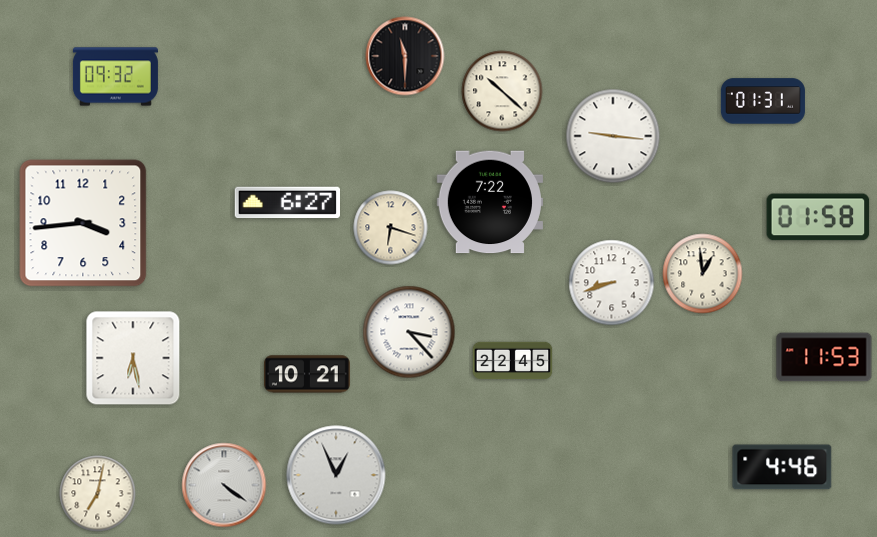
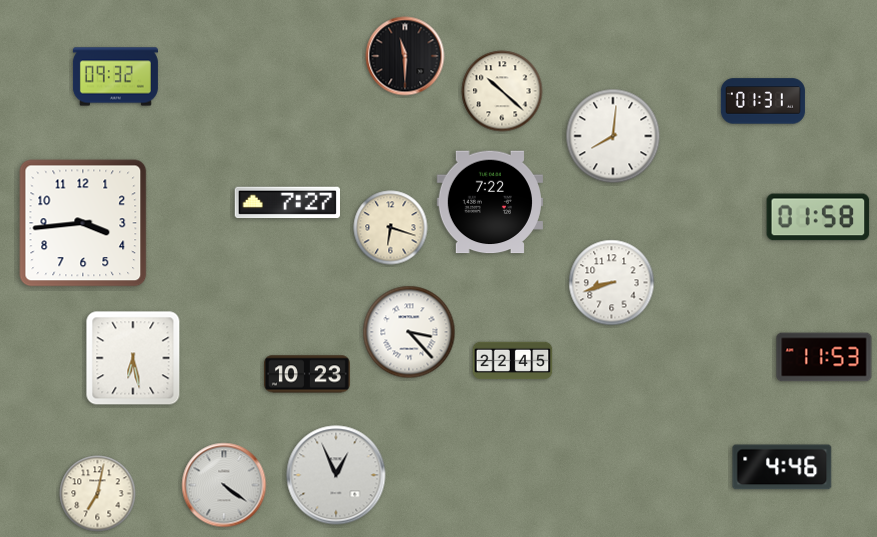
clock at (613, 136): 9:16 -> 8:01
clock at (287, 203): 6:27 -> 7:27
clock at (703, 274): 12:59 -> none
clock at (307, 374): 10:21 -> 10:23
